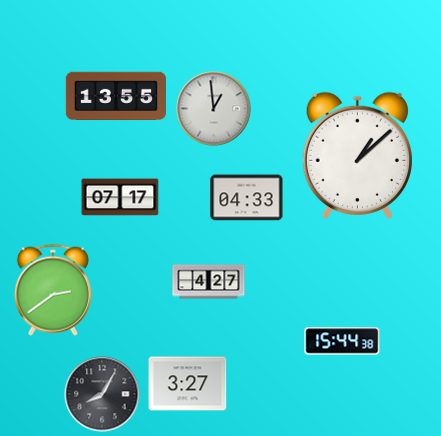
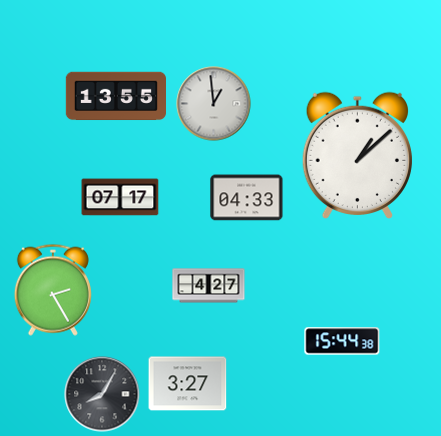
clock at (214, 109) position: (214, 109) -> (214, 104)
clock at (209, 282) position: (209, 282) -> (209, 286)
clock at (53, 290): 2:39 -> 2:25
